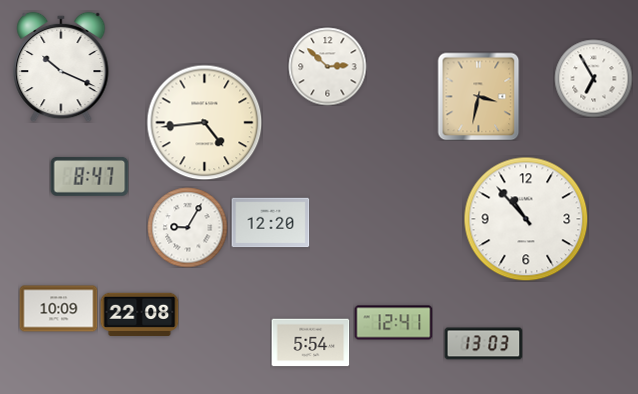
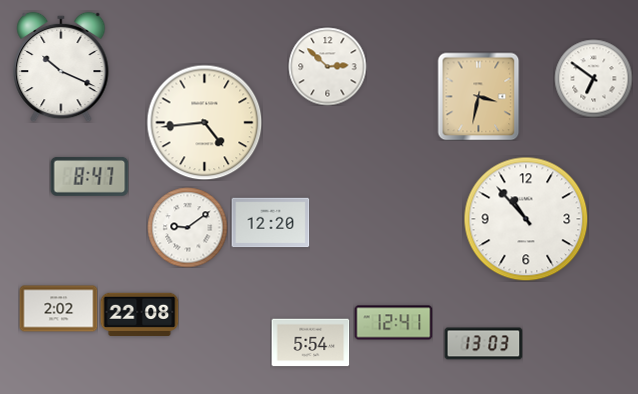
clock at (593, 78): 6:55 -> 6:51
clock at (187, 227): 9:05 -> 9:09
clock at (58, 309): 10:09 -> 2:02
